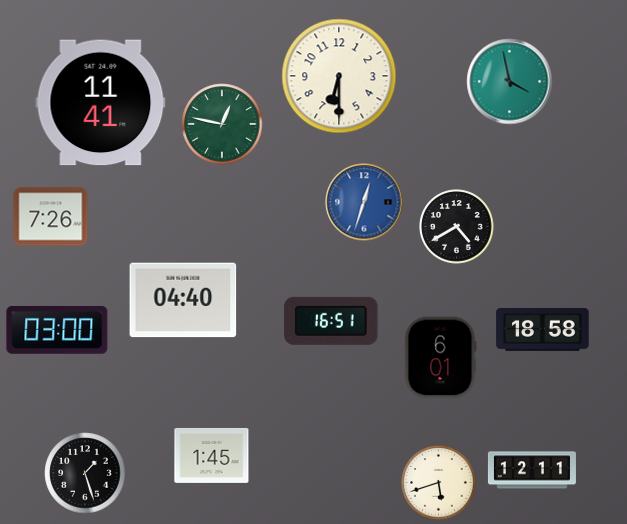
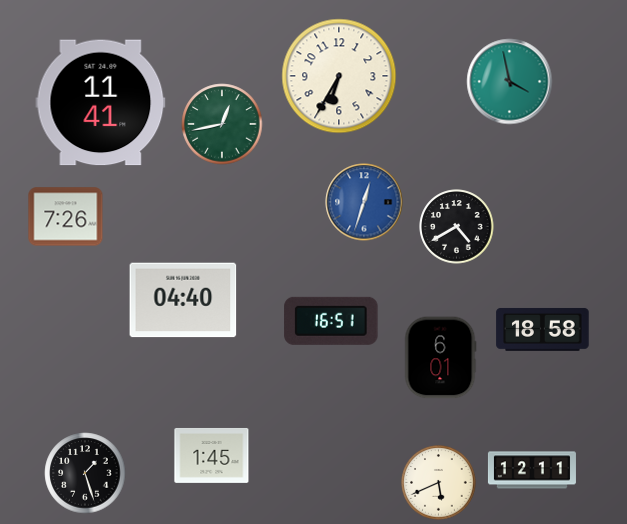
clock at (339, 76): 6:30 -> 6:35
clock at (222, 124): 12:47 -> 12:43
clock at (51, 217) position: (51, 217) -> (66, 217)
clock at (57, 330): 03:00 -> none
clock at (439, 483): 5:42 -> 5:41
